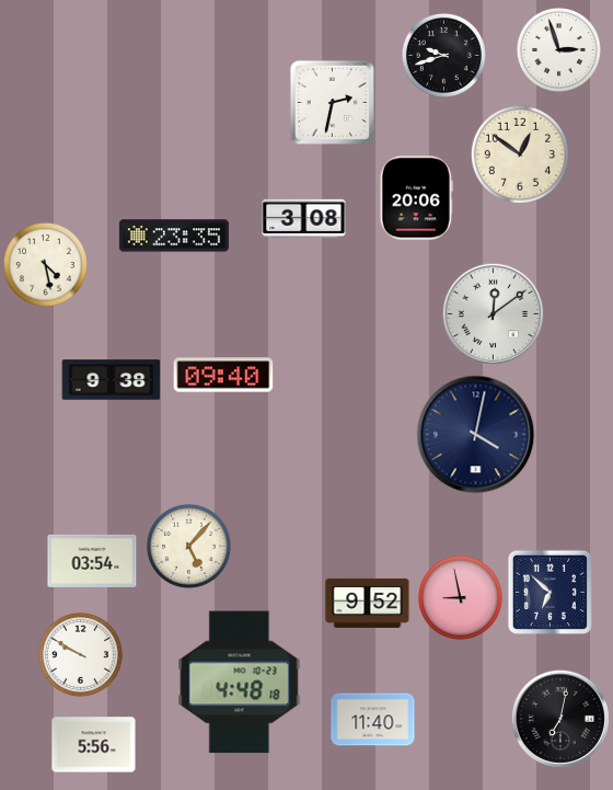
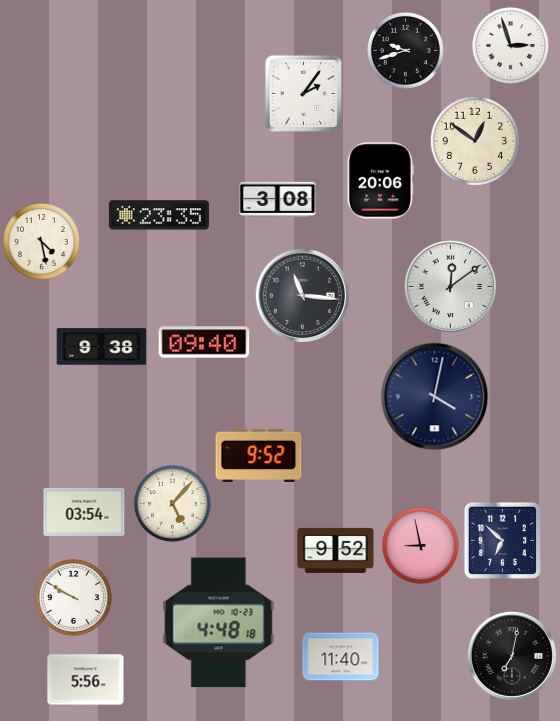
clock at (332, 102): 2:32 -> 2:06
clock at (302, 295): none -> 11:16
clock at (259, 455): none -> 9:52
clock at (188, 546) position: (188, 546) -> (172, 503)
